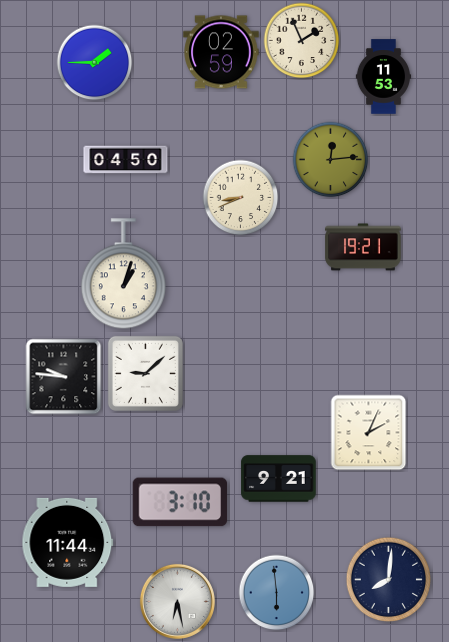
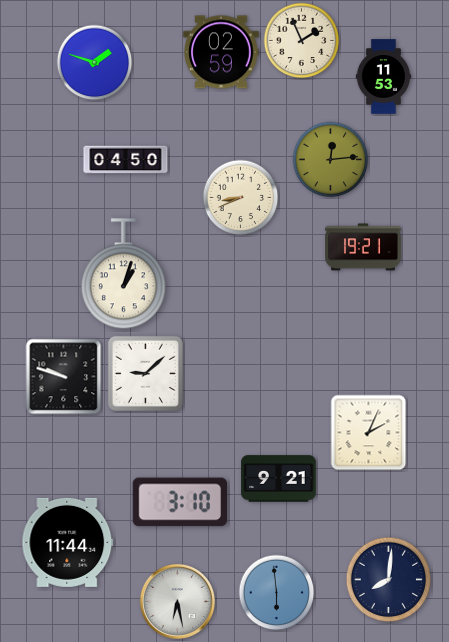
clock at (95, 63): 1:45 -> 1:48
clock at (64, 377): 9:46 -> 9:48
